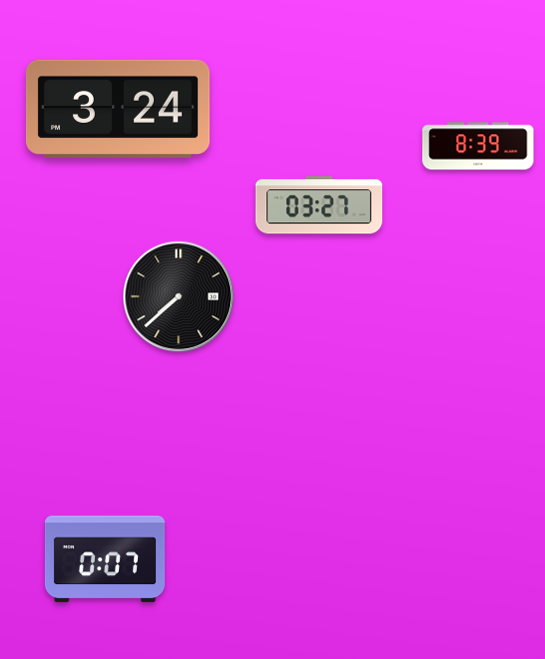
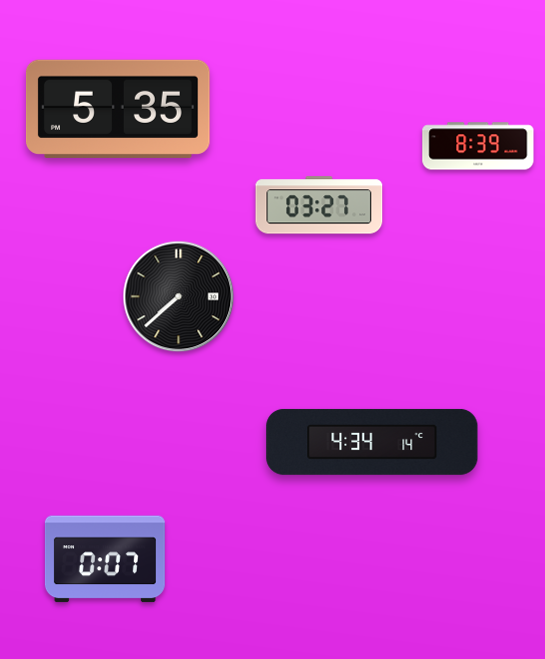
clock at (118, 109): 3:24 -> 5:35
clock at (372, 442): none -> 4:34
